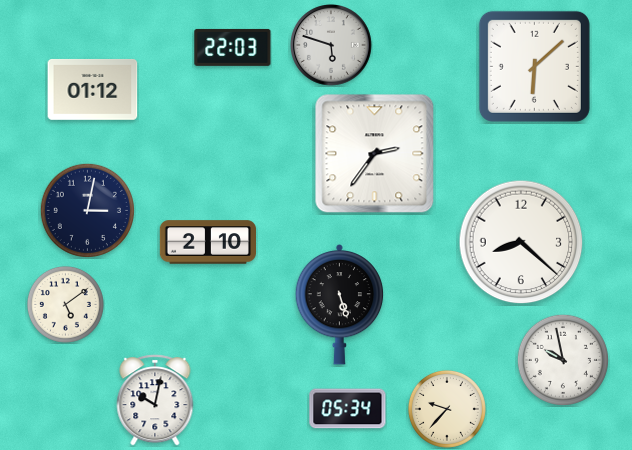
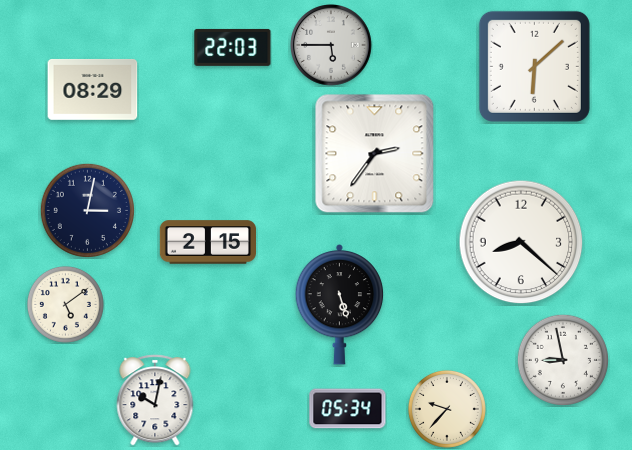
clock at (332, 46): 5:48 -> 5:45
clock at (93, 89): 01:12 -> 08:29
clock at (207, 242): 2:10 -> 2:15
clock at (563, 360): 9:58 -> 8:58
